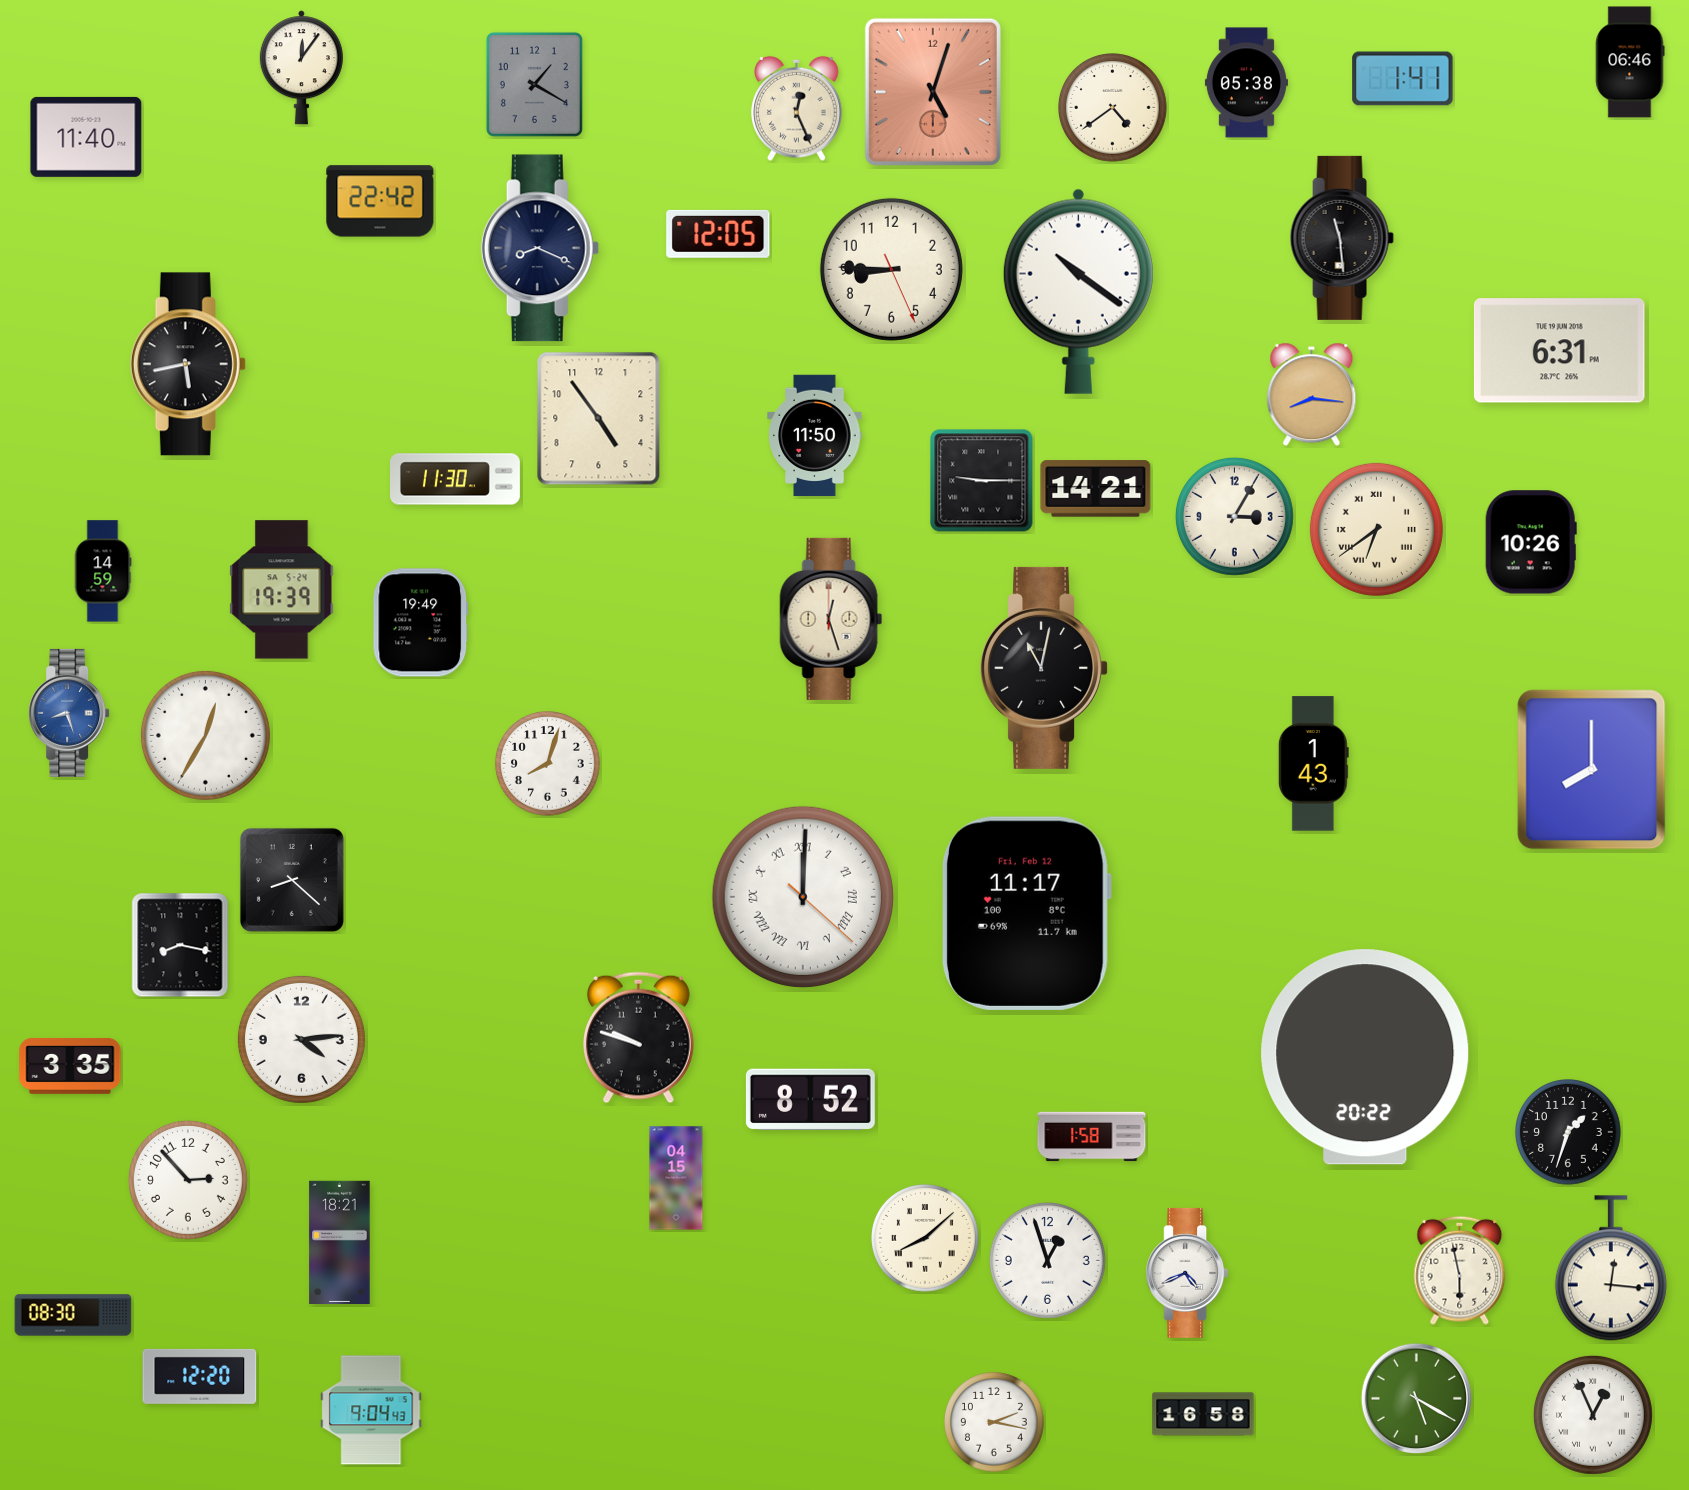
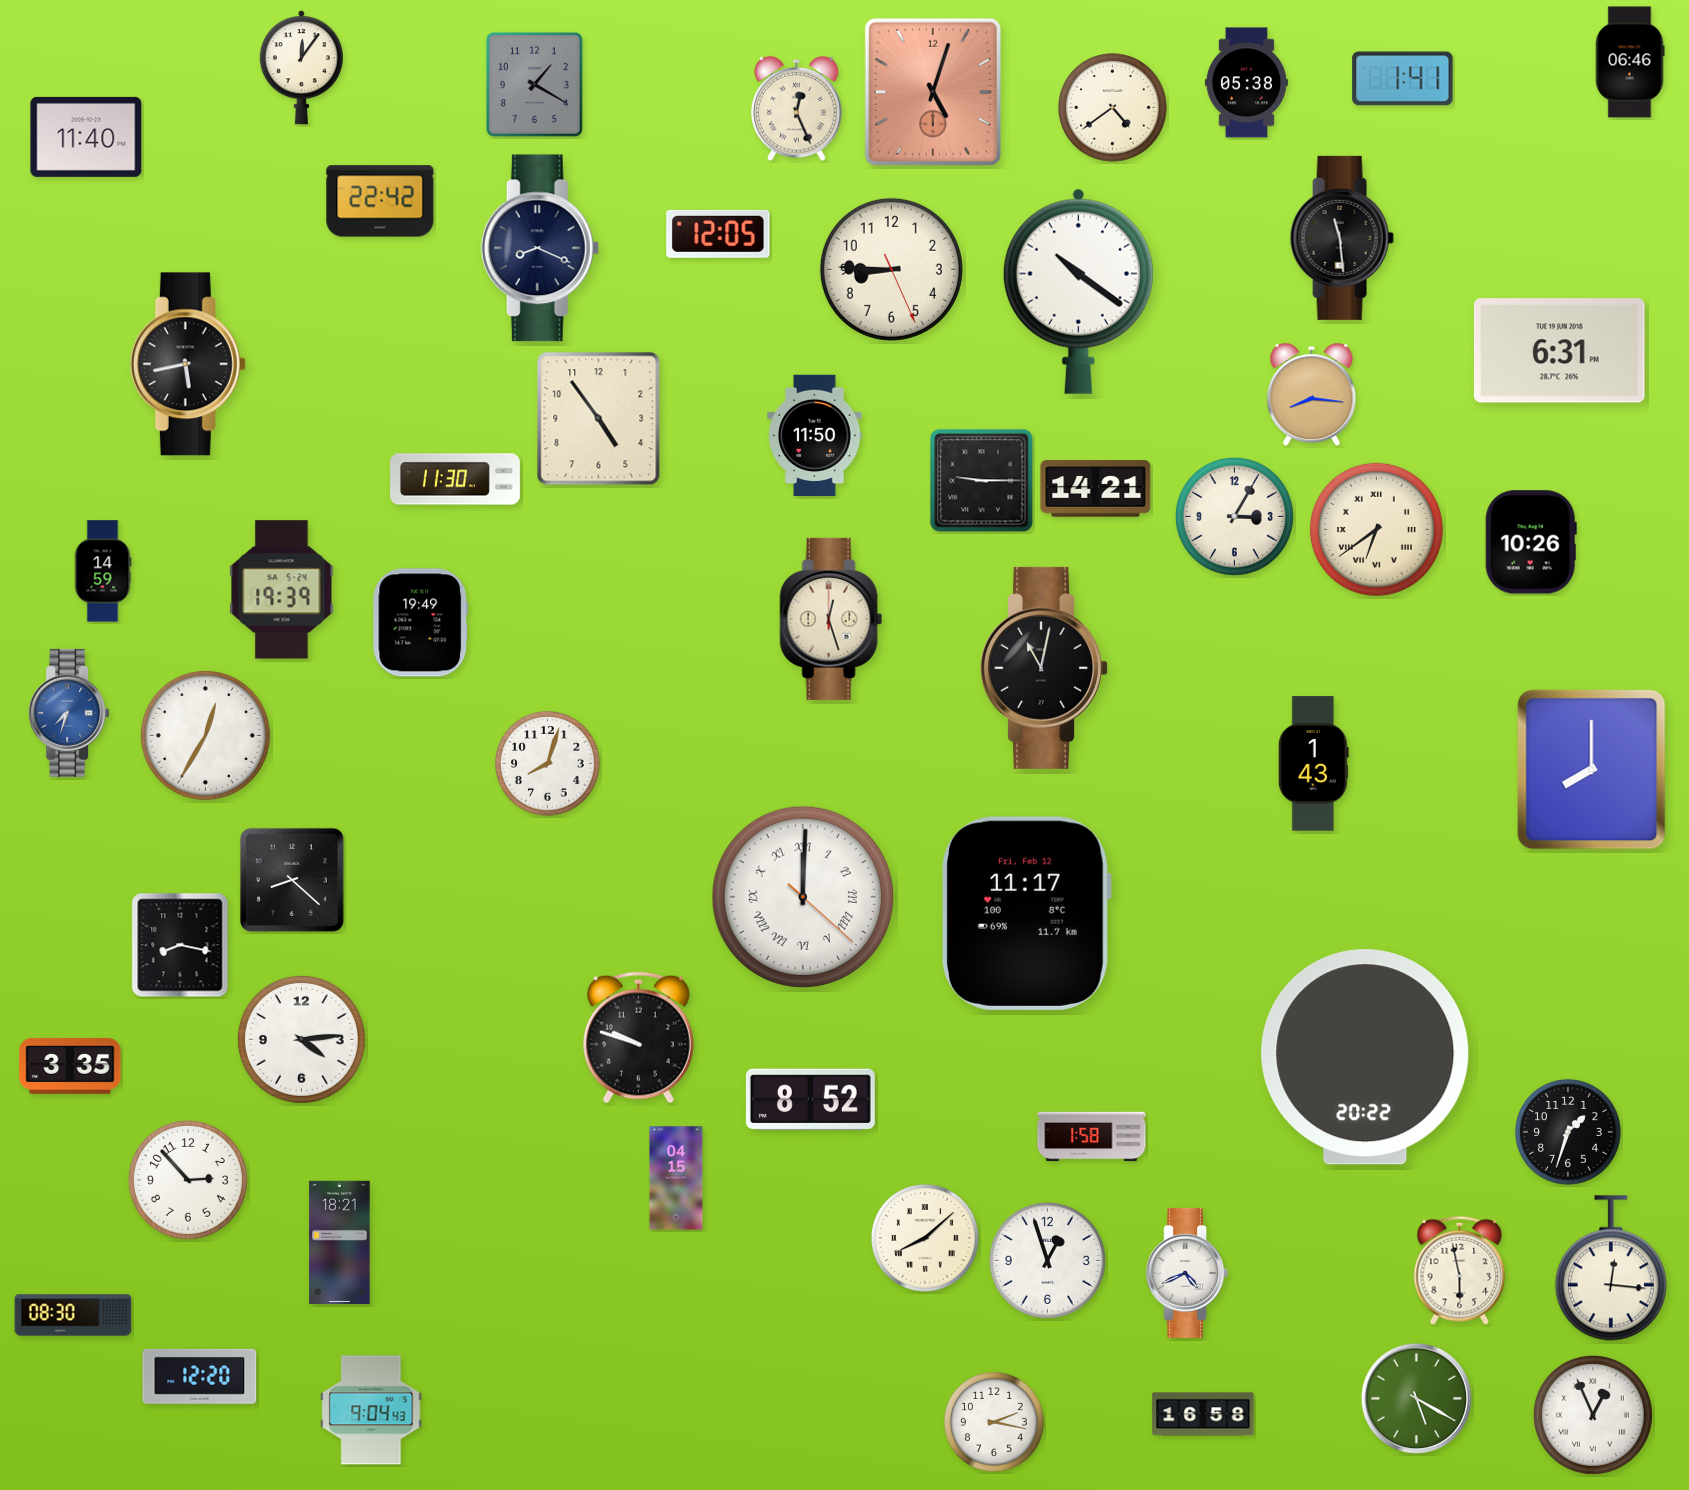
clock at (69, 713): 8:27 -> 7:33
